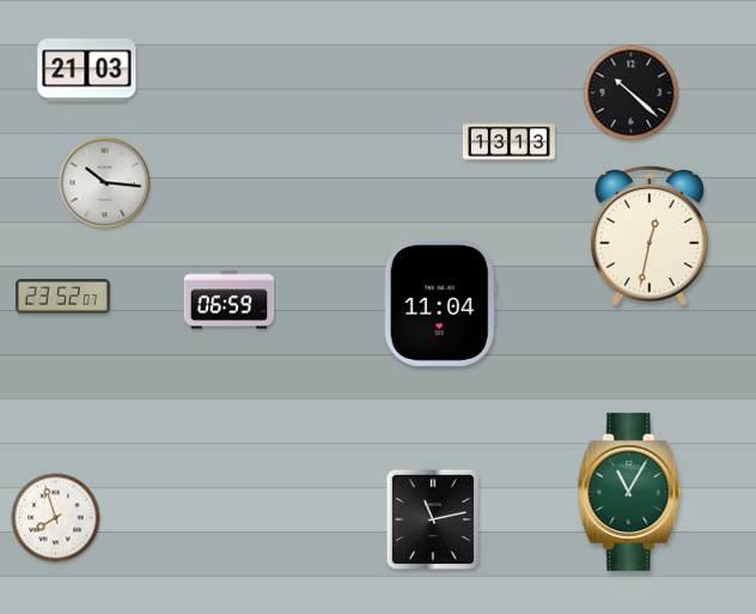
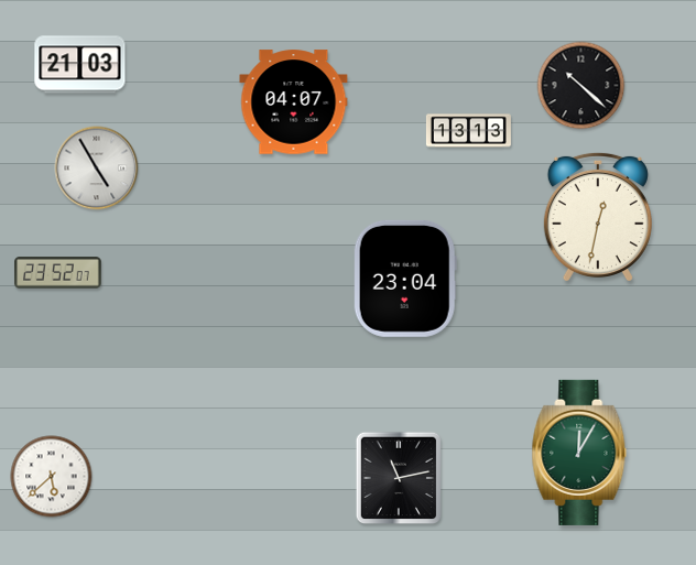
clock at (294, 102): none -> 04:07
clock at (105, 183): 10:16 -> 4:55
clock at (230, 300): 06:59 -> none
clock at (440, 303): 11:04 -> 23:04
clock at (629, 492): 11:05 -> 12:05
clock at (56, 518): 7:57 -> 5:38
